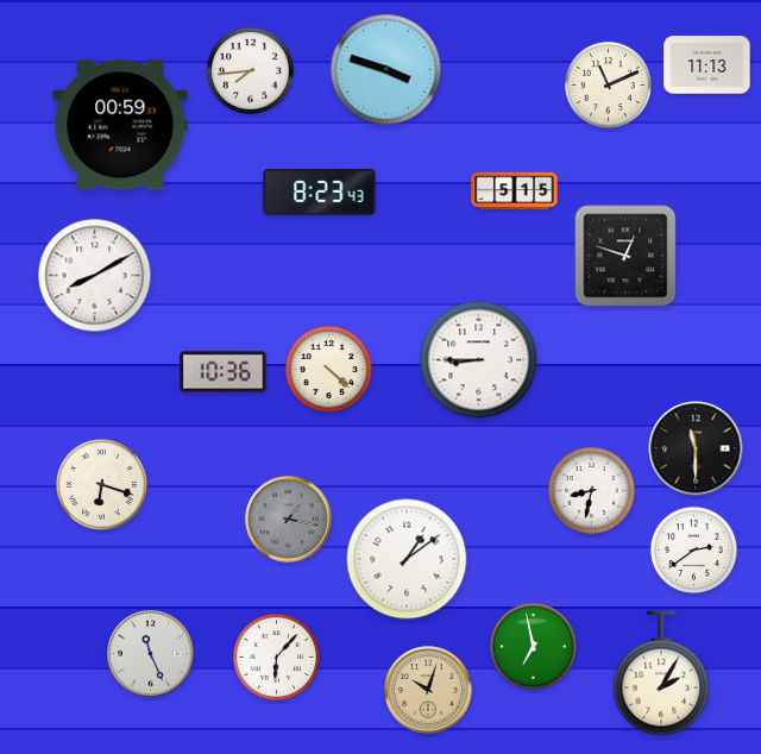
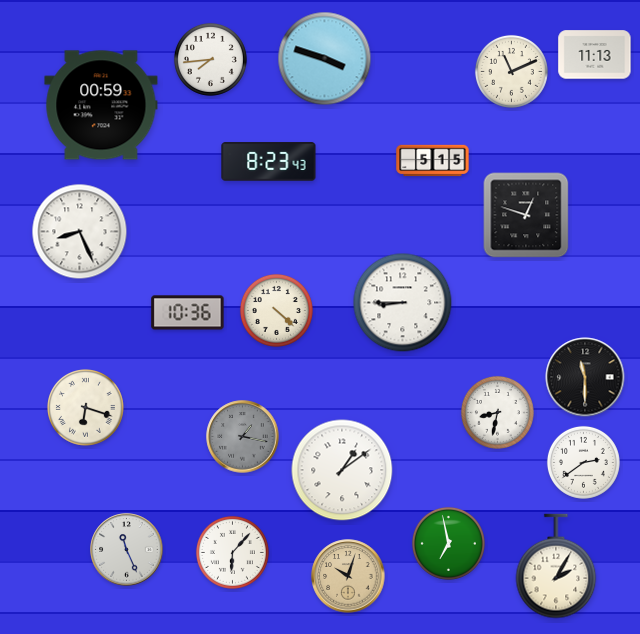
clock at (95, 276): 8:10 -> 8:26
clock at (428, 690) position: (428, 690) -> (348, 576)
